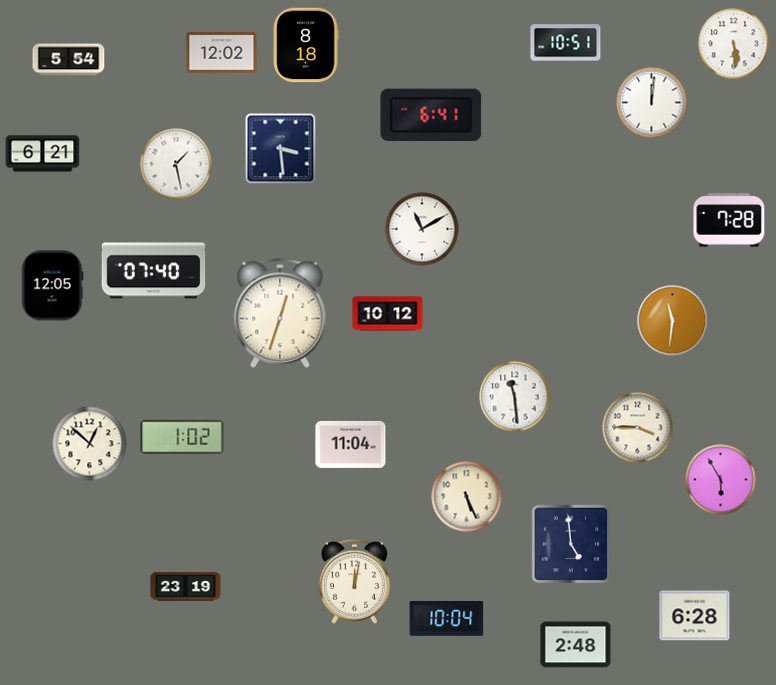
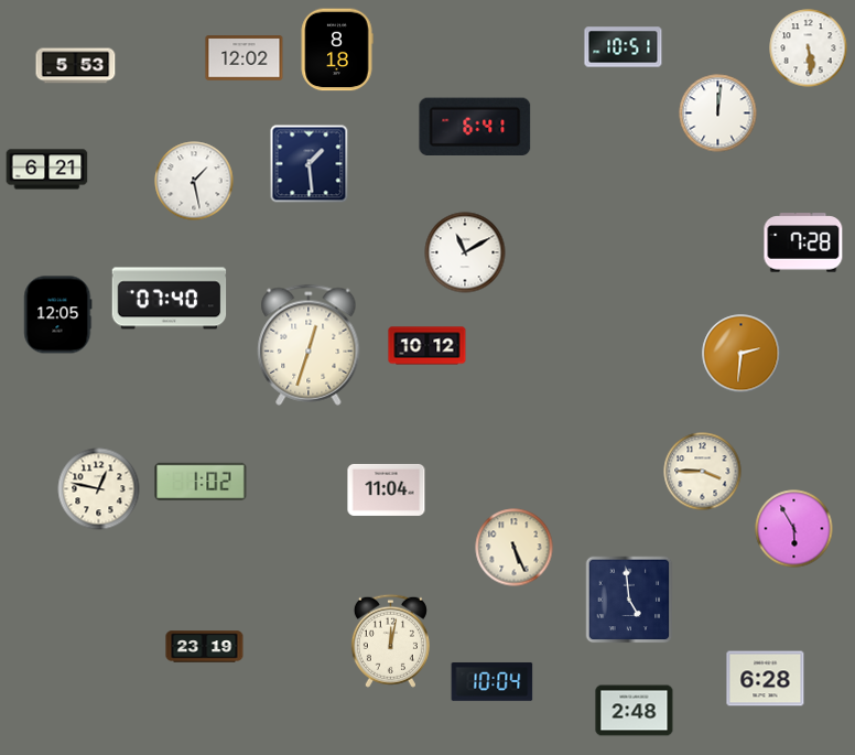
clock at (69, 60): 5:54 -> 5:53
clock at (281, 149): 3:29 -> 1:29
clock at (673, 321): 11:31 -> 2:31
clock at (515, 397): 11:29 -> none
clock at (90, 444): 12:52 -> 12:47
